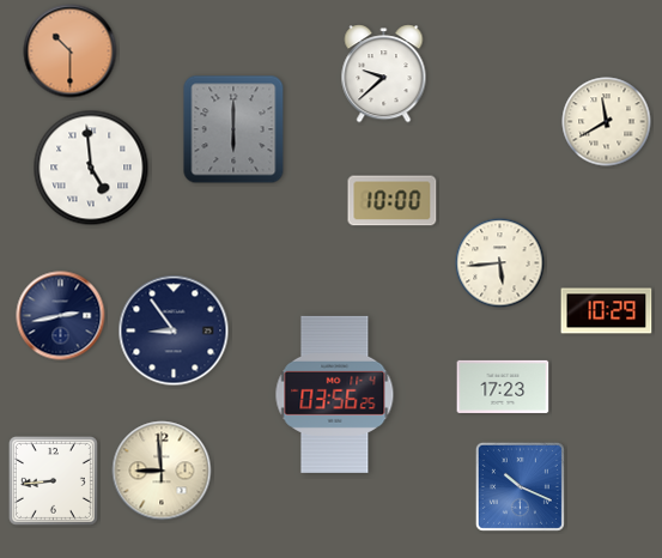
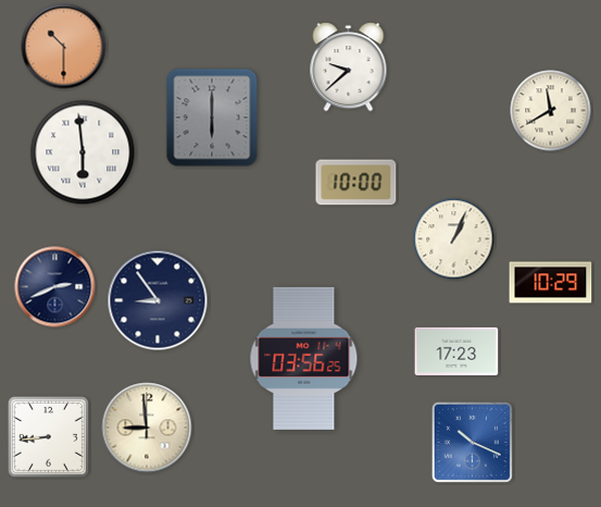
clock at (91, 168): 4:59 -> 5:59
clock at (500, 263): 5:44 -> 1:04
clock at (61, 316): 2:43 -> 2:41
